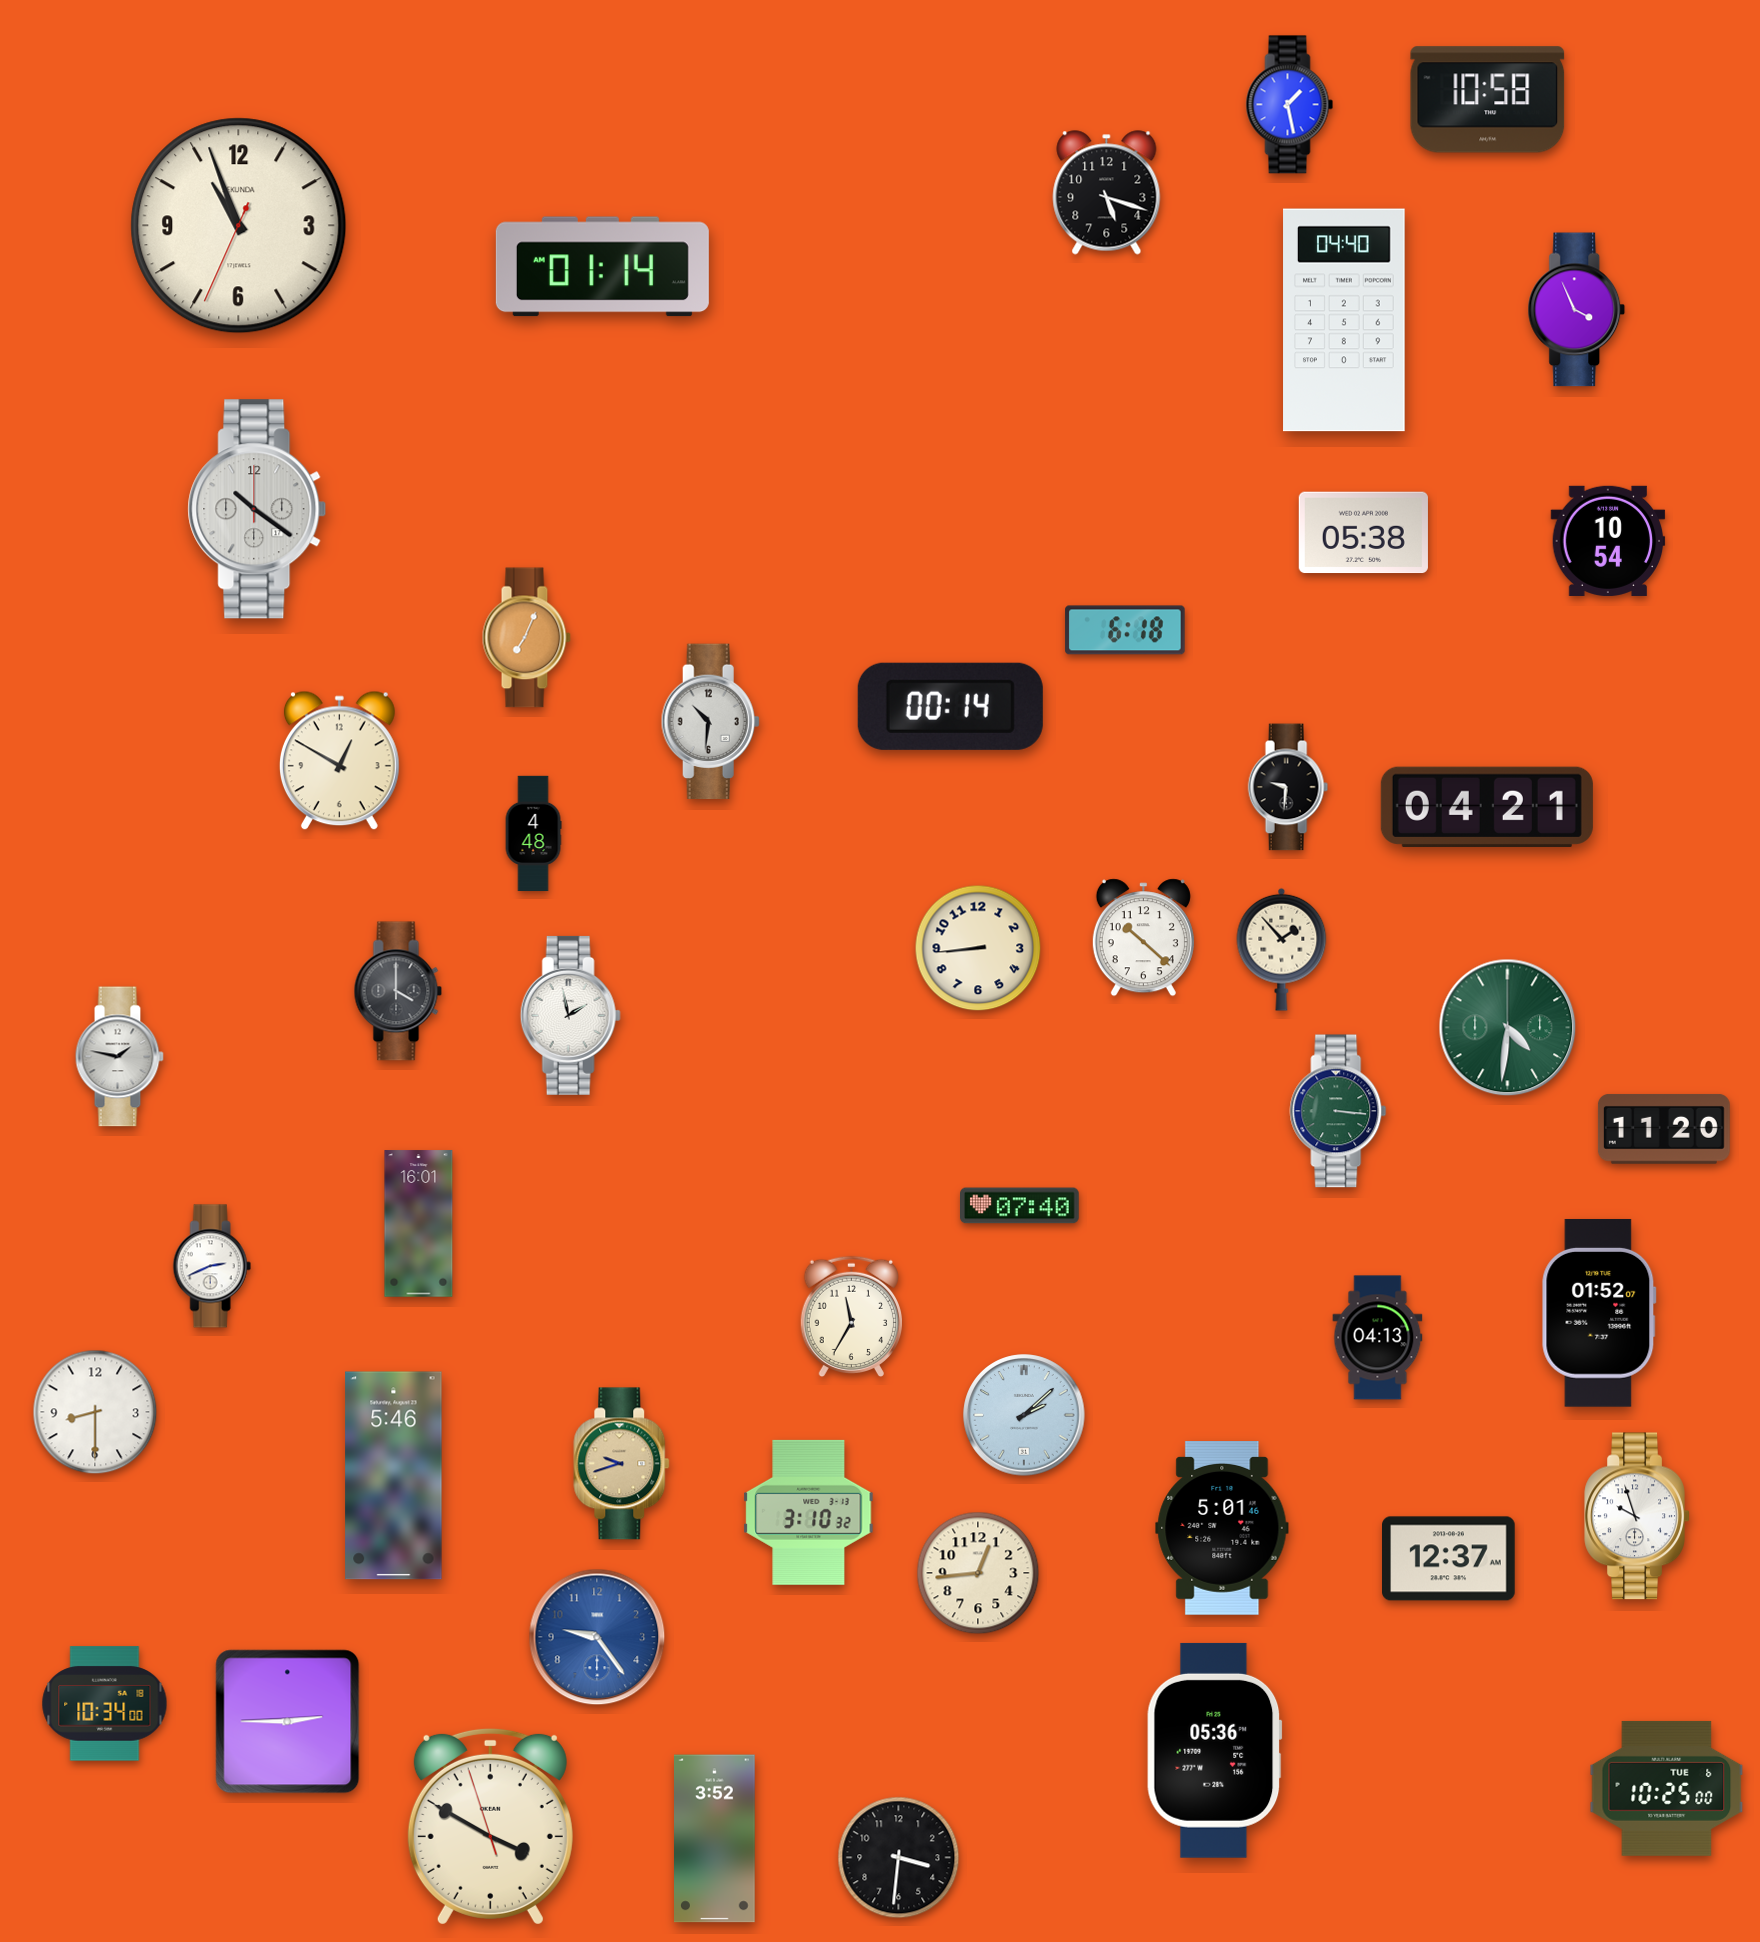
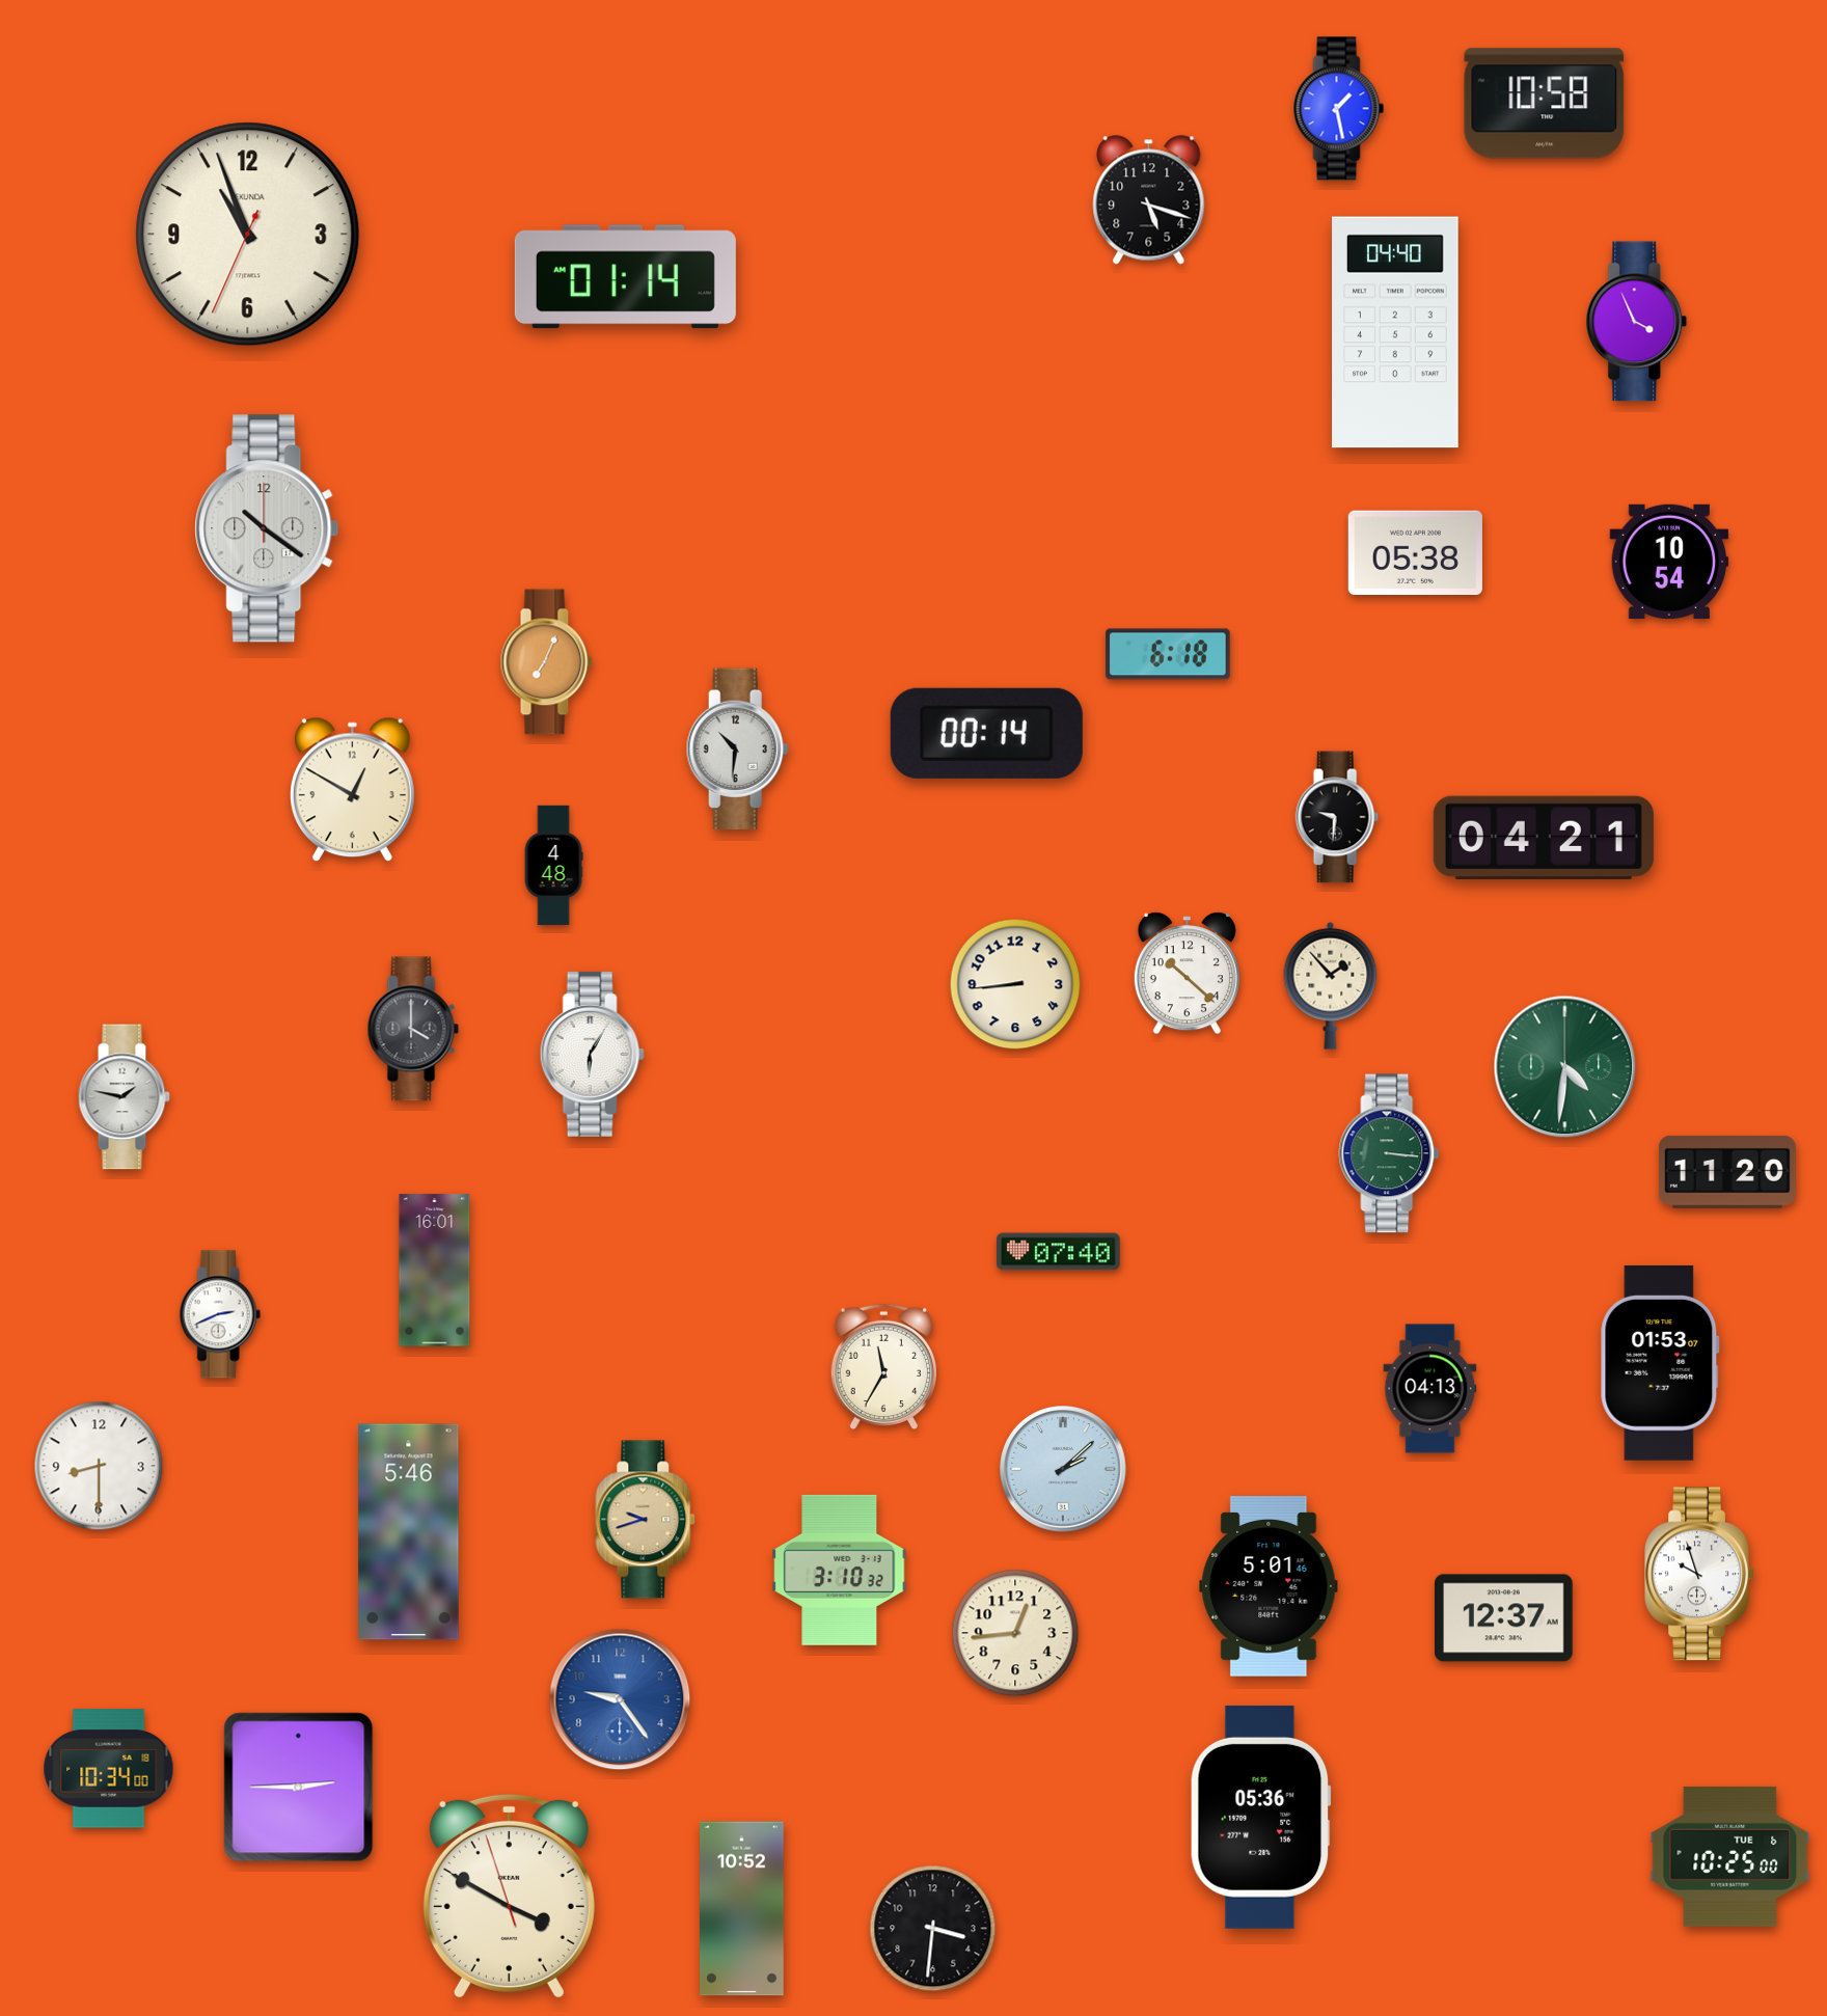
clock at (570, 1015): 1:58 -> 6:05
clock at (1599, 1313): 01:52 -> 01:53
clock at (715, 1839): 3:52 -> 10:52
